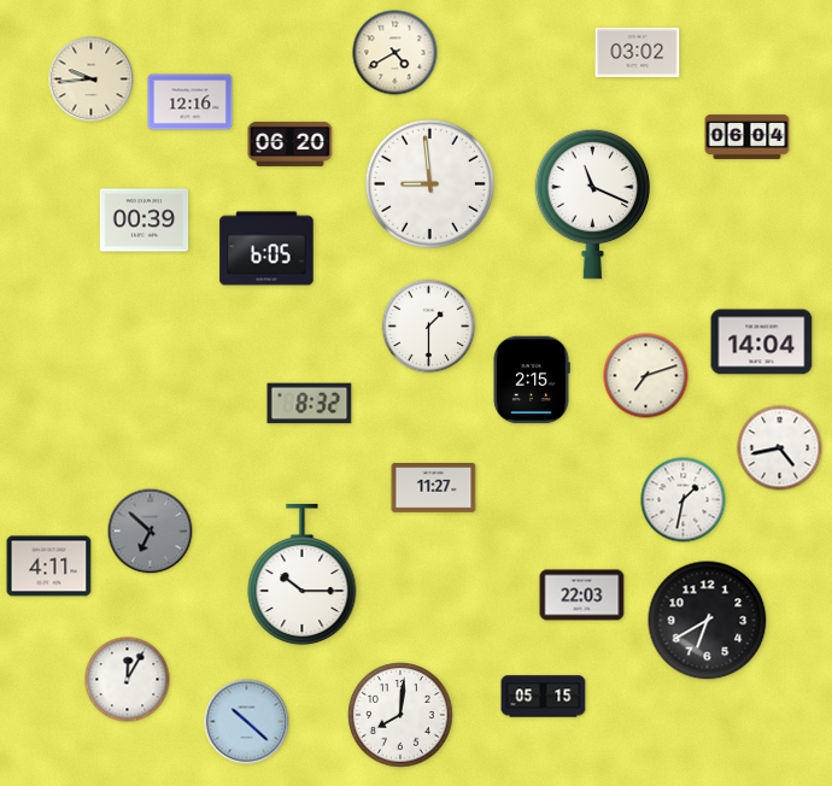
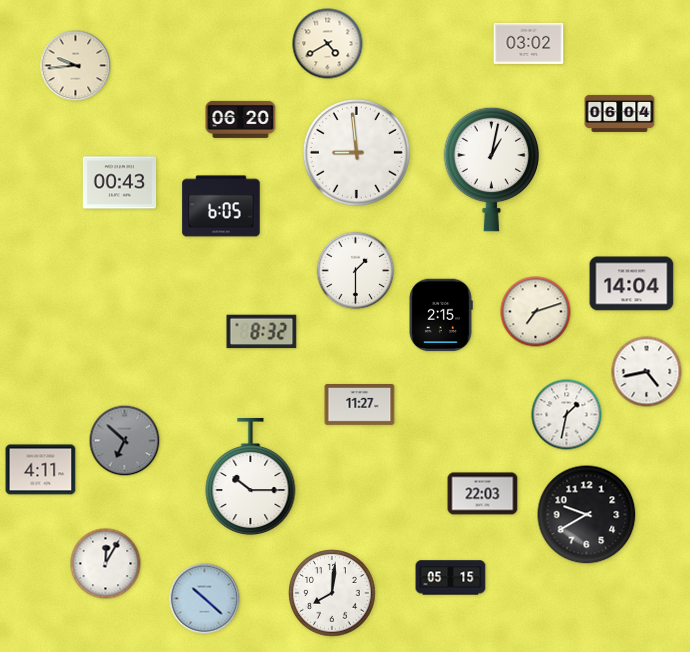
clock at (191, 102): 12:16 -> none
clock at (593, 204): 11:19 -> 1:02
clock at (145, 221): 00:39 -> 00:43
clock at (310, 404) position: (310, 404) -> (262, 332)
clock at (708, 621): 6:40 -> 9:40
